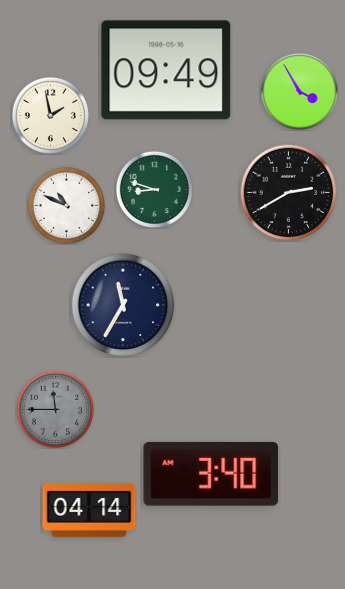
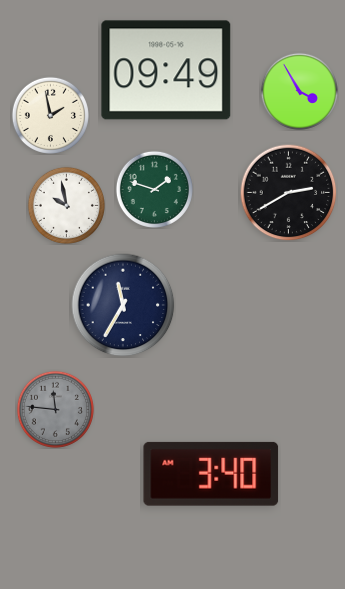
clock at (154, 189): 8:48 -> 1:48
clock at (66, 205): 10:49 -> 9:58
clock at (55, 409): 11:45 -> 11:46
clock at (89, 510): 04:14 -> none
